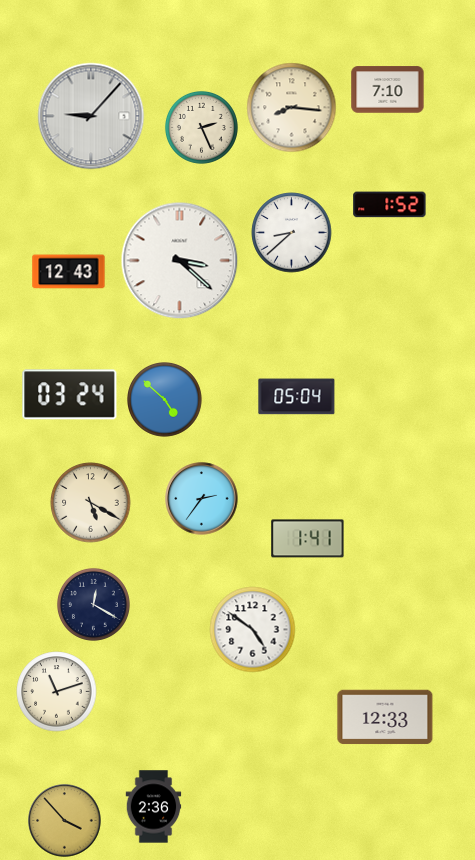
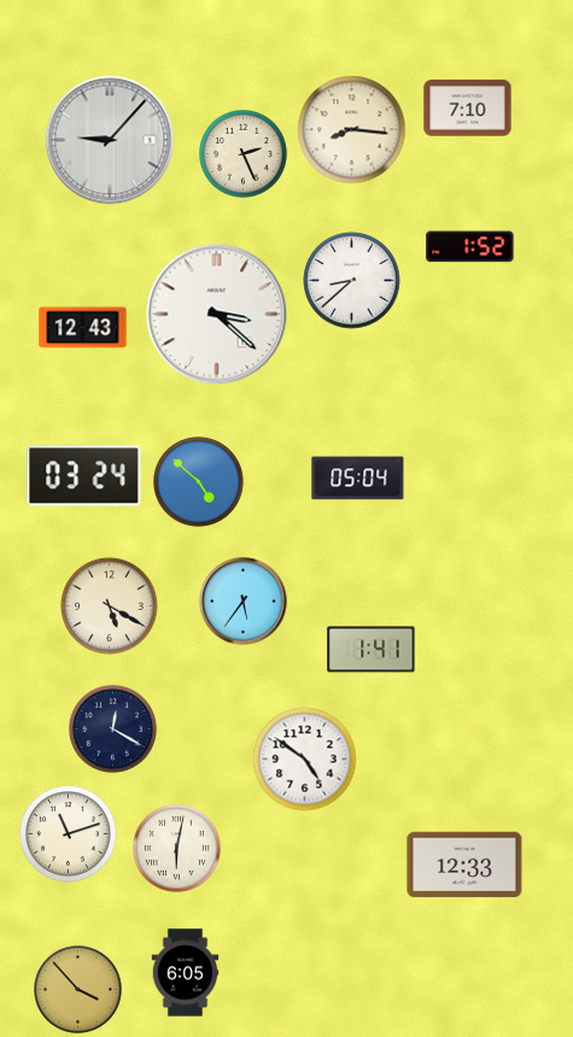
clock at (202, 499): 2:36 -> 5:36
clock at (176, 848): none -> 6:02
clock at (154, 807): 2:36 -> 6:05
